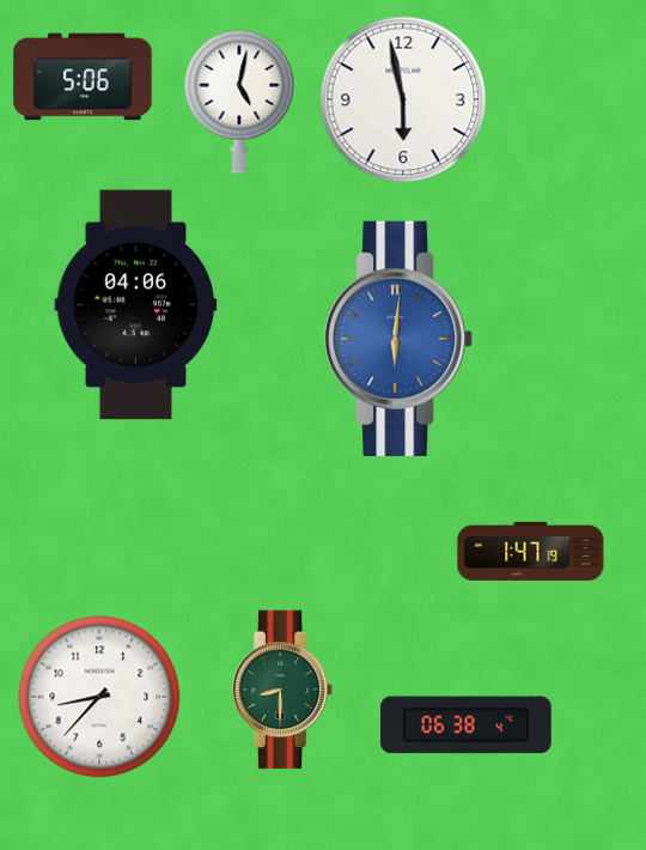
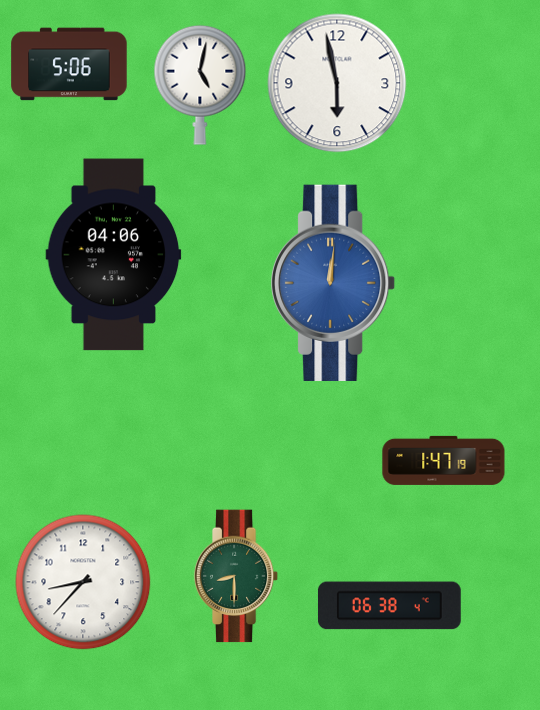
clock at (400, 339): 6:01 -> 12:01
